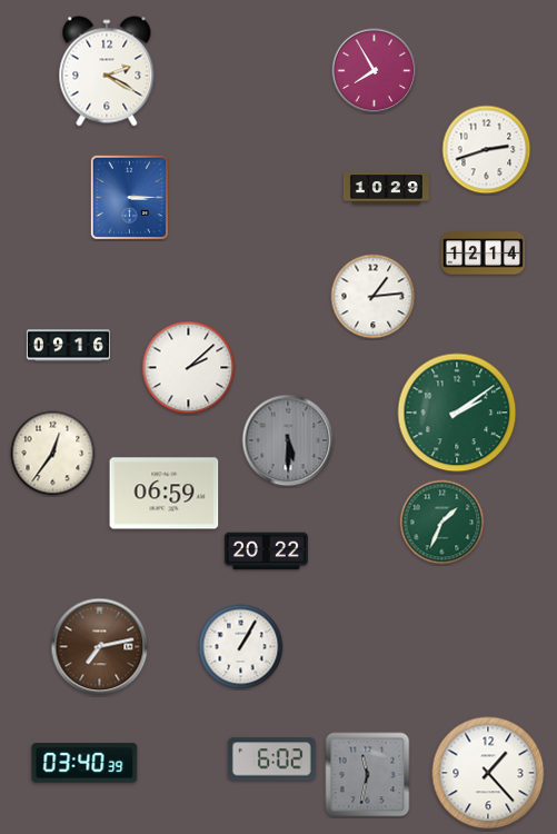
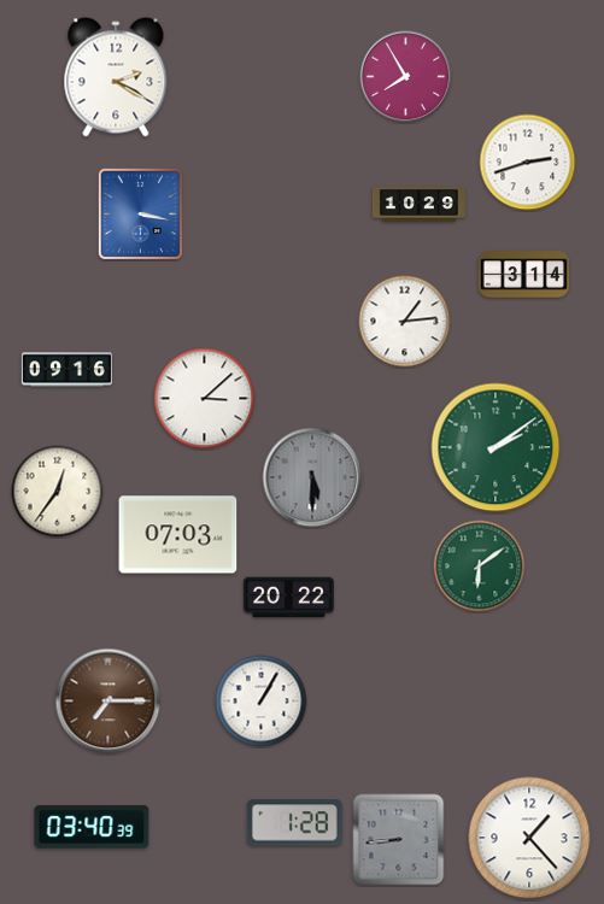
clock at (129, 197): 3:15 -> 3:17
clock at (483, 254): 12:14 -> 3:14
clock at (68, 346) position: (68, 346) -> (66, 370)
clock at (189, 368): 2:08 -> 3:08
clock at (165, 494): 06:59 -> 07:03
clock at (442, 523): 1:34 -> 6:09
clock at (100, 647): 7:13 -> 7:15
clock at (271, 759): 6:02 -> 1:28
clock at (368, 775): 11:32 -> 8:44
